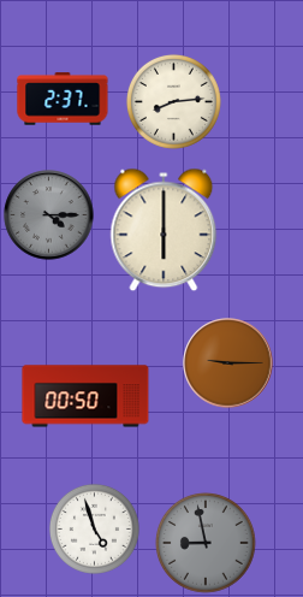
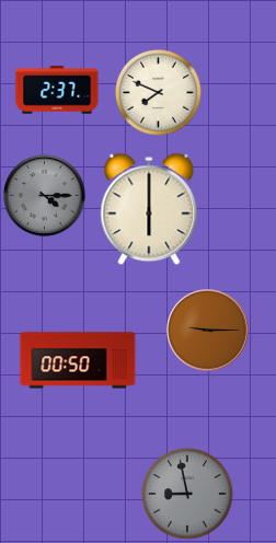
clock at (173, 101): 8:14 -> 7:49
clock at (94, 528): 4:57 -> none
